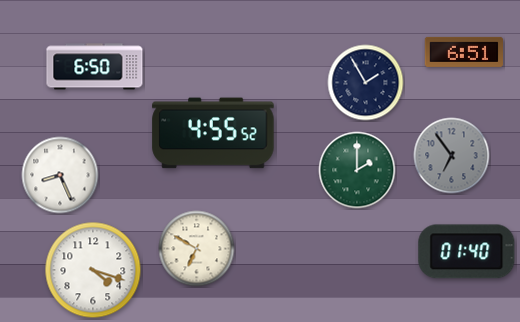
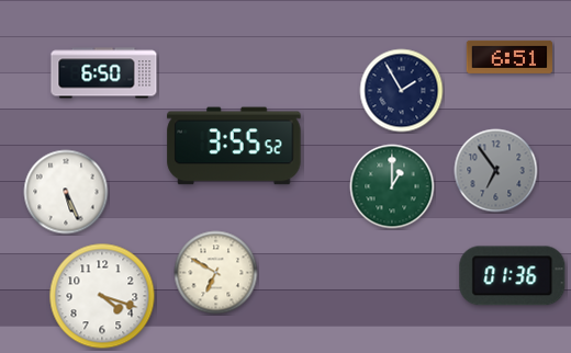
clock at (213, 133): 4:55 -> 3:55
clock at (357, 170): 2:00 -> 1:00
clock at (60, 175): 8:26 -> 5:26
clock at (467, 252): 01:40 -> 01:36
